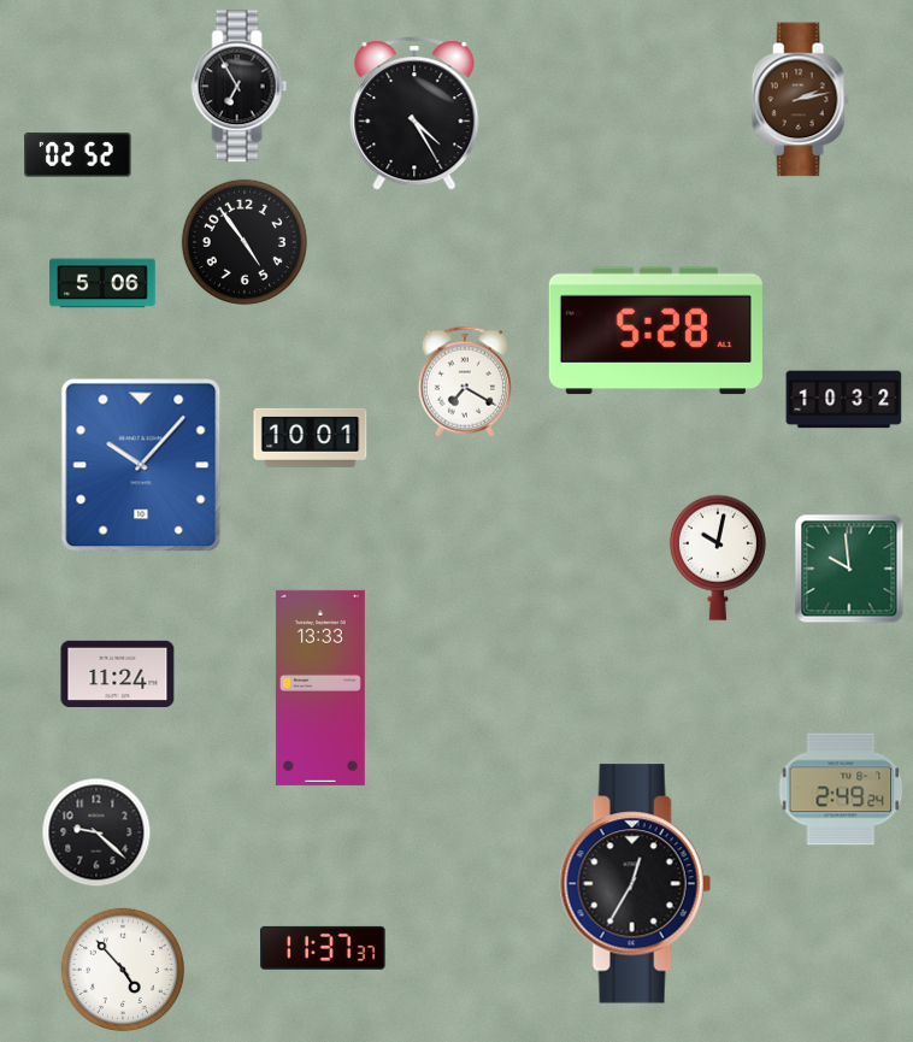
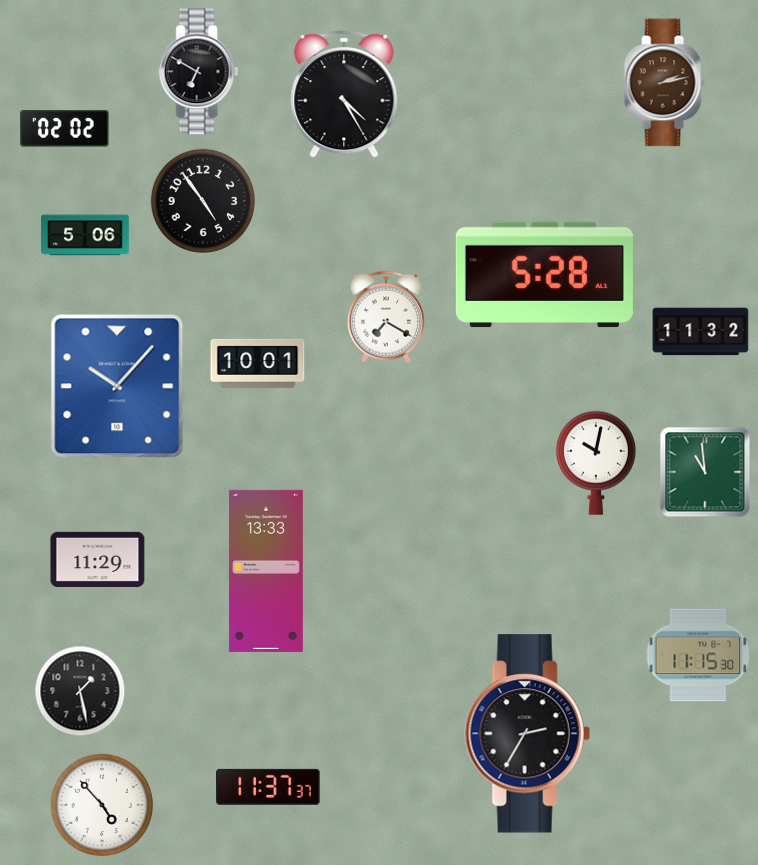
clock at (240, 87): 6:55 -> 6:50
clock at (78, 155): 02:52 -> 02:02
clock at (844, 400): 10:32 -> 11:32
clock at (849, 569): 9:59 -> 10:59
clock at (118, 673): 11:24 -> 11:29
clock at (841, 789): 2:49 -> 11:15
clock at (96, 832): 9:22 -> 1:28
clock at (635, 884): 12:35 -> 2:35
